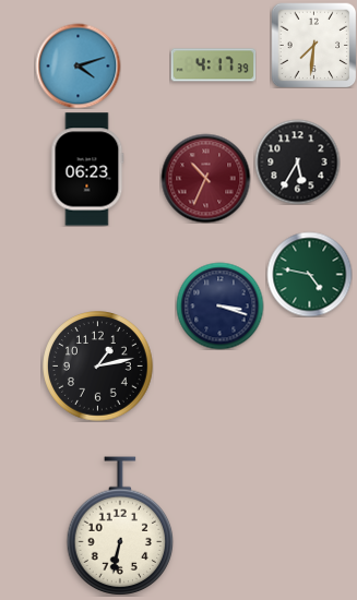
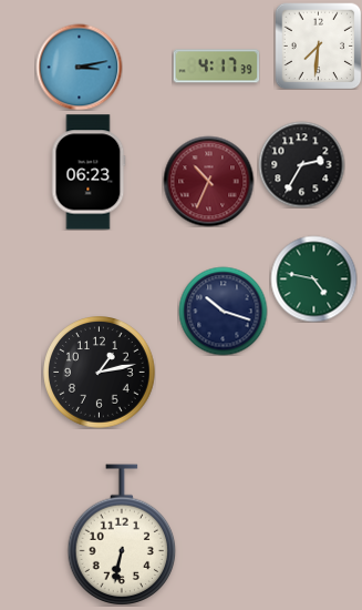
clock at (78, 65): 4:12 -> 3:13
clock at (297, 161): 5:35 -> 2:35
clock at (219, 305): 3:18 -> 10:18
